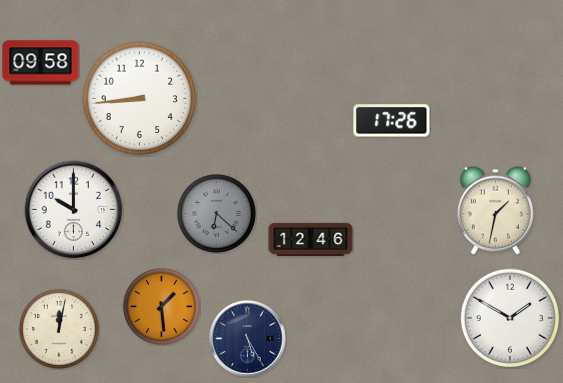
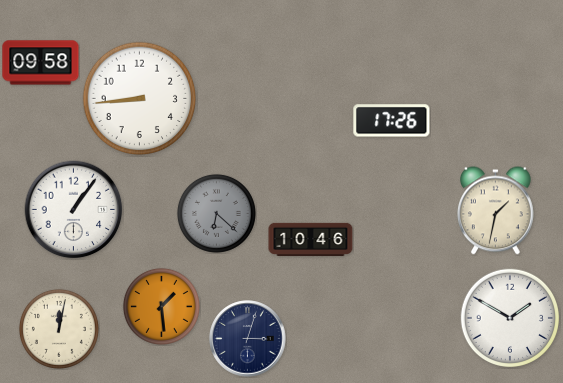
clock at (74, 210): 10:00 -> 1:06
clock at (311, 239): 12:46 -> 10:46
clock at (248, 339): 5:25 -> 3:03
